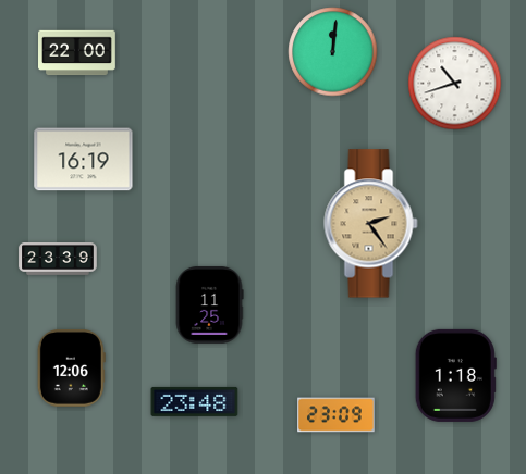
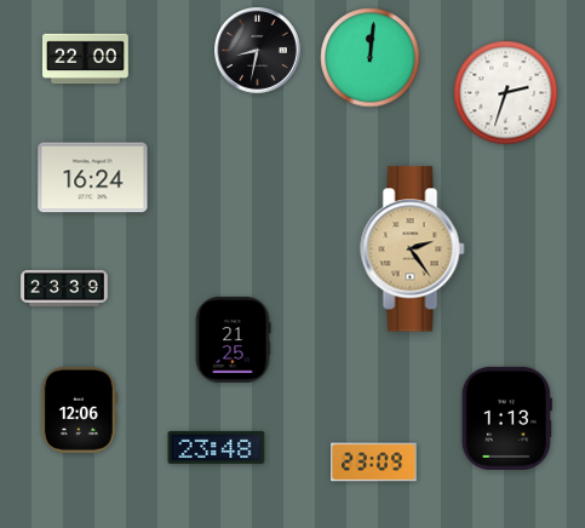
clock at (258, 51): none -> 8:32
clock at (455, 84): 10:42 -> 2:33
clock at (84, 160): 16:19 -> 16:24
clock at (209, 304): 11:25 -> 21:25
clock at (455, 375): 1:18 -> 1:13
